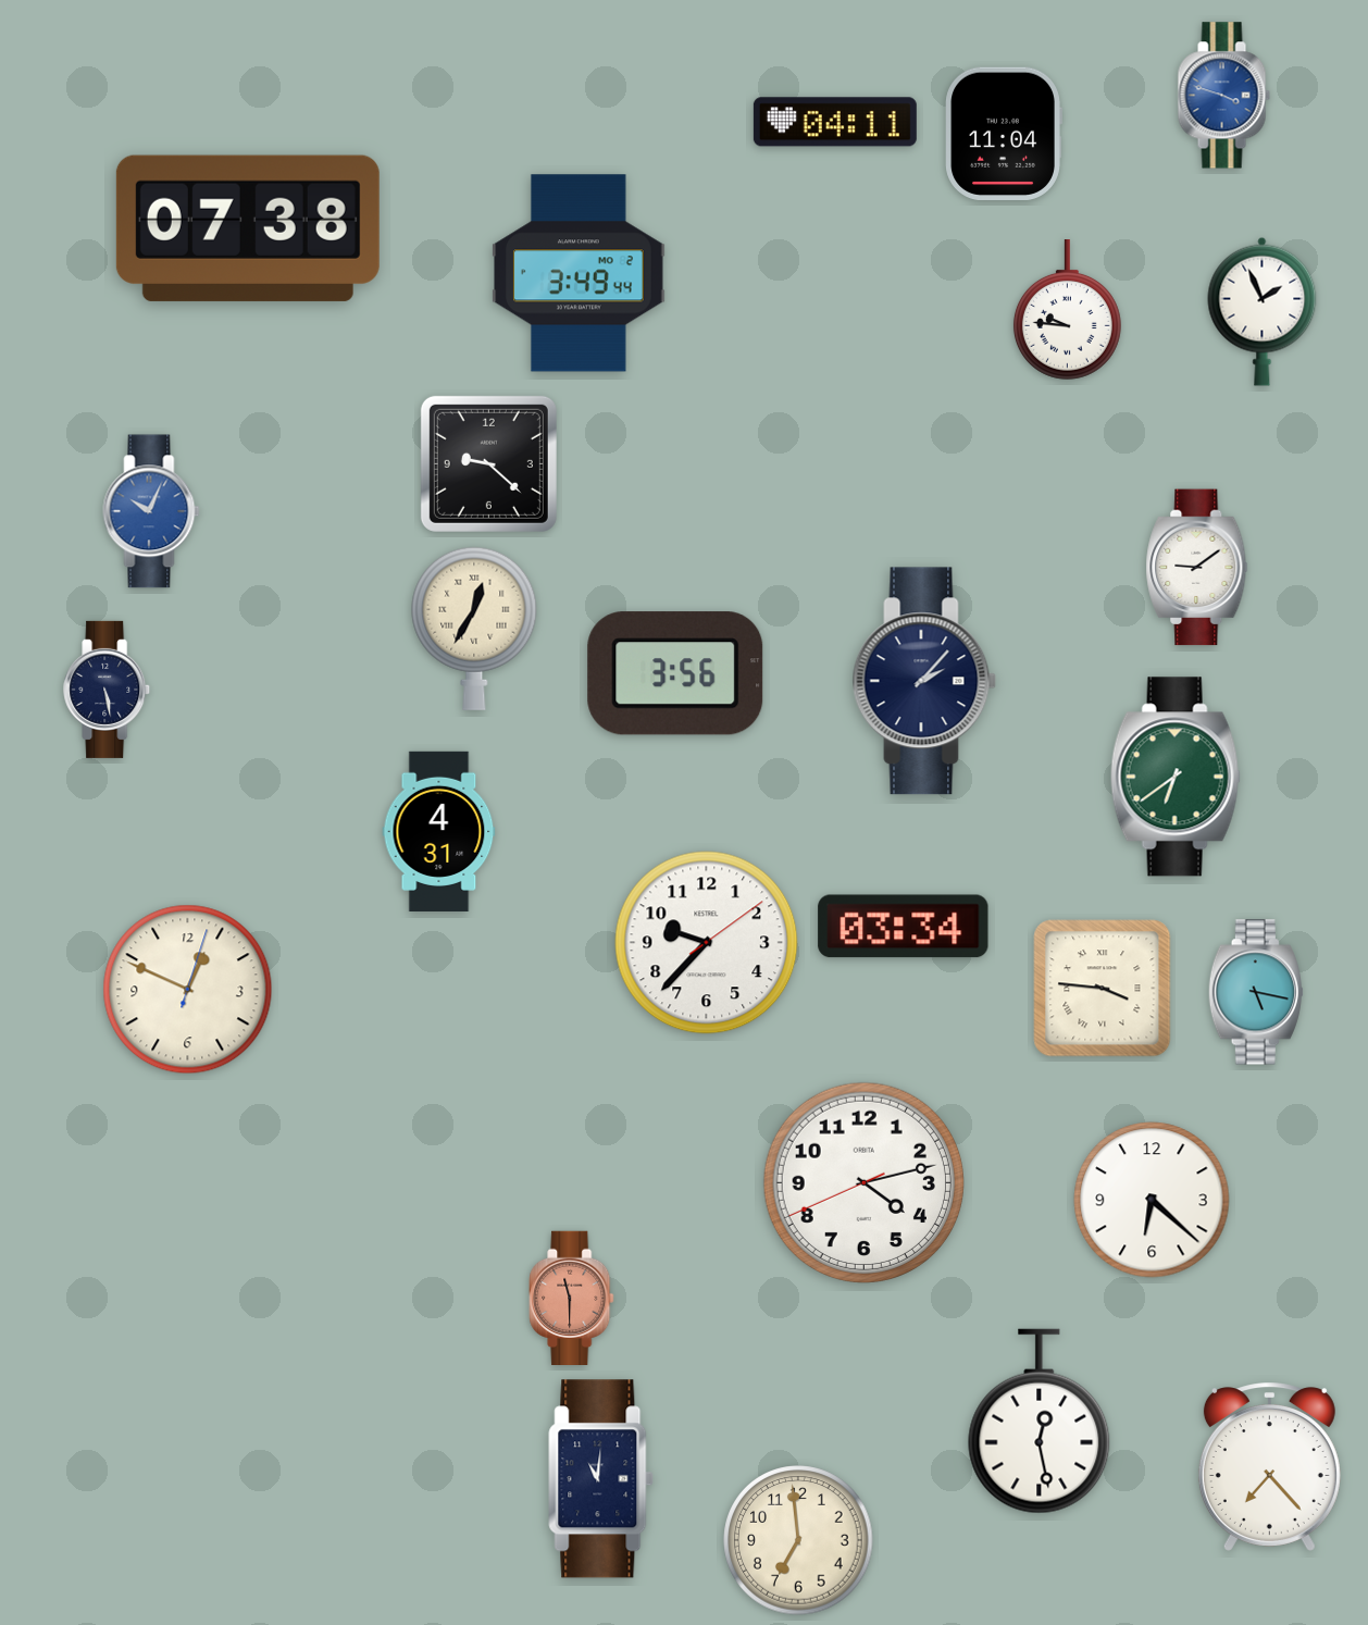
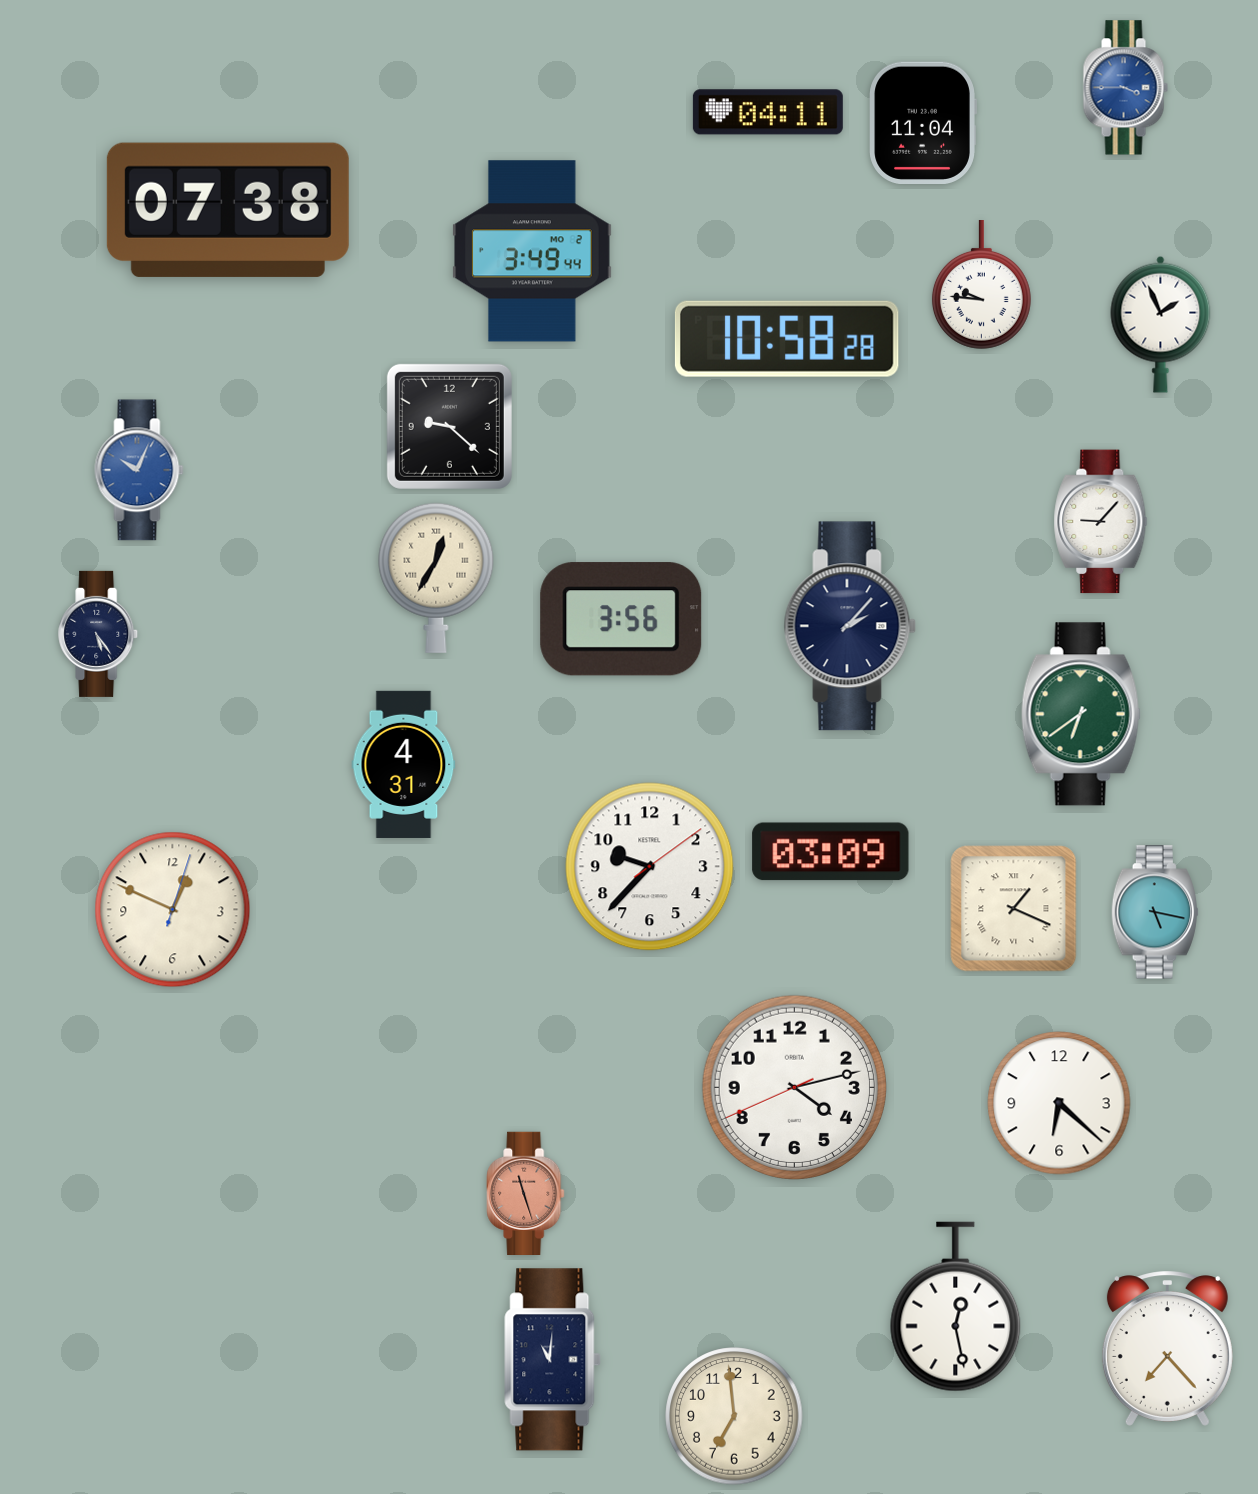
clock at (1223, 96): 3:48 -> 3:45
clock at (1263, 311) position: (1263, 311) -> (1161, 324)
clock at (787, 339): none -> 10:58
clock at (1197, 568): 9:09 -> 9:07
clock at (108, 690): 5:28 -> 5:24
clock at (904, 927): 03:34 -> 03:09
clock at (1103, 989): 3:46 -> 1:19
clock at (572, 1298): 11:30 -> 11:27
